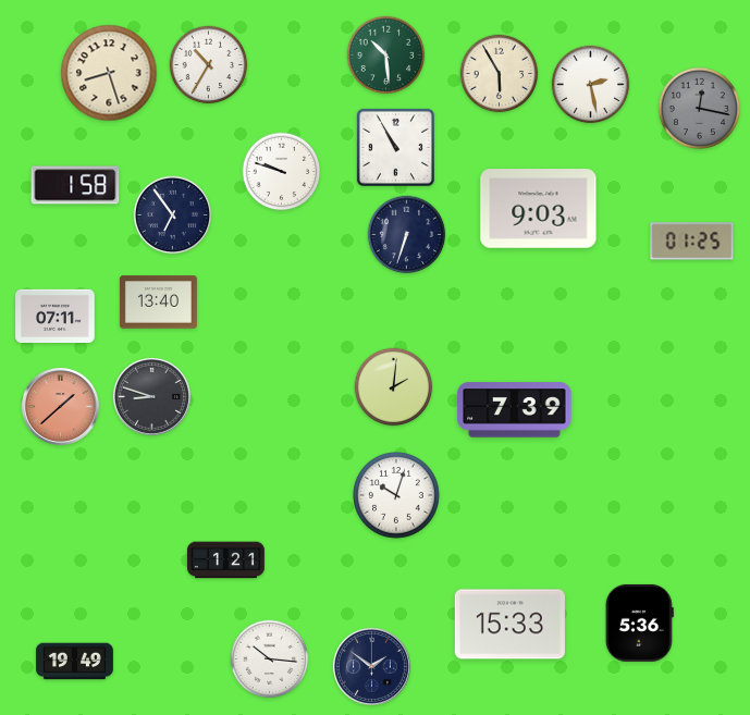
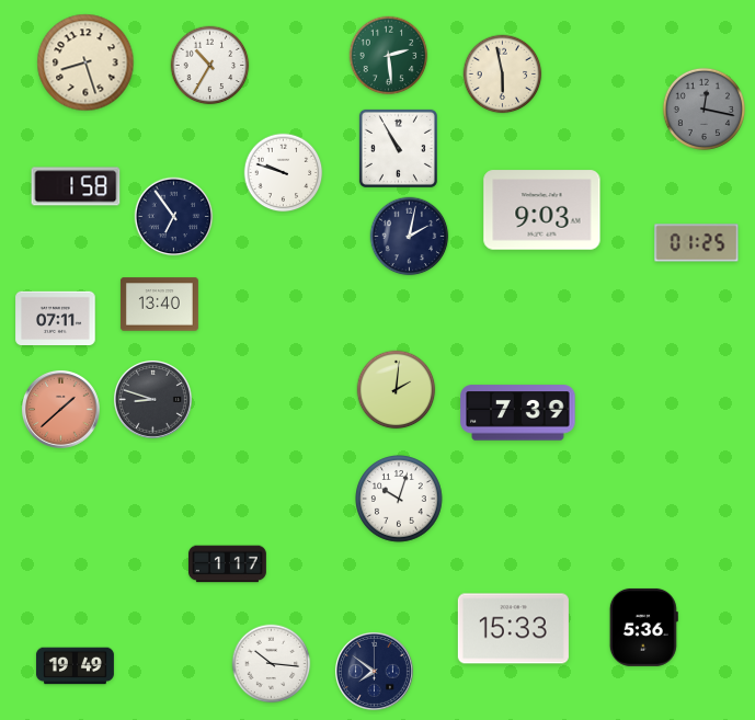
clock at (386, 56): 10:29 -> 2:29
clock at (109, 73) position: (109, 73) -> (85, 62)
clock at (500, 74): 5:55 -> 5:58
clock at (591, 85): 2:28 -> none
clock at (407, 235): 6:33 -> 2:02
clock at (225, 560): 1:21 -> 1:17
clock at (371, 666): 1:51 -> 7:51
